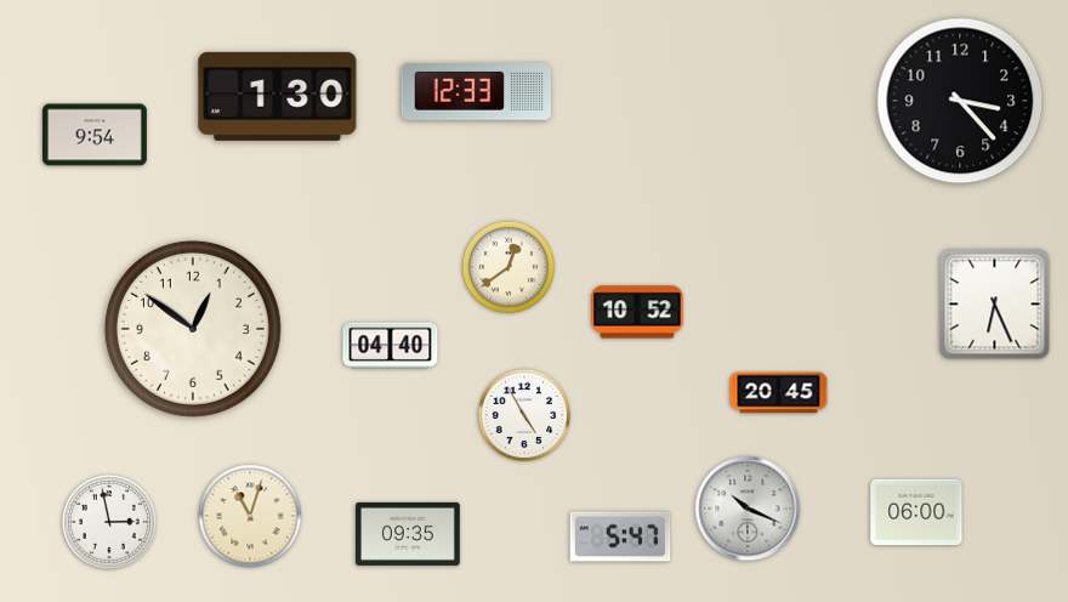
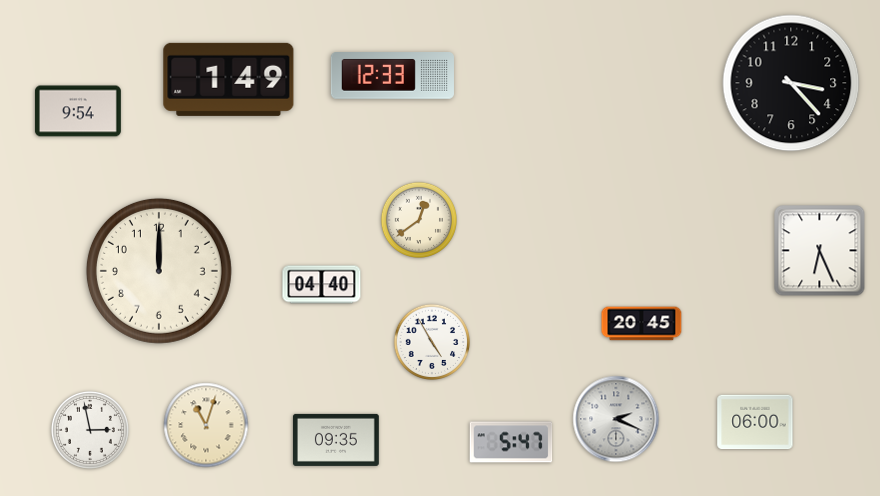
clock at (278, 96): 1:30 -> 1:49
clock at (637, 312): 10:52 -> none
clock at (193, 329): 12:51 -> 12:00
clock at (748, 509): 10:19 -> 2:19
